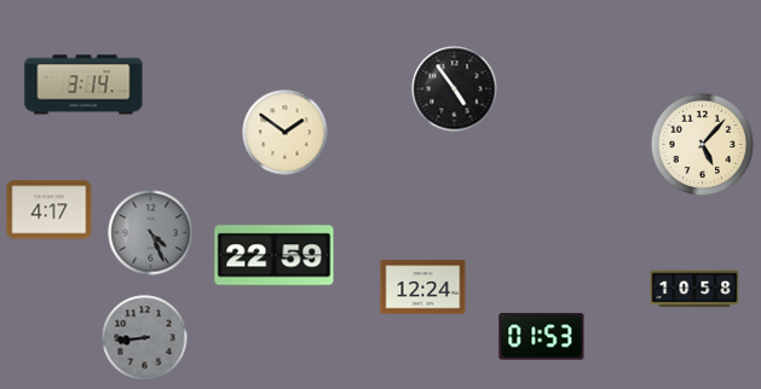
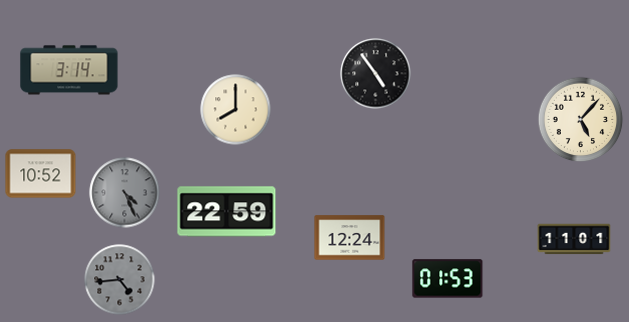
clock at (286, 133): 1:51 -> 8:00
clock at (50, 210): 4:17 -> 10:52
clock at (694, 289): 10:58 -> 11:01
clock at (145, 338): 8:44 -> 4:44
